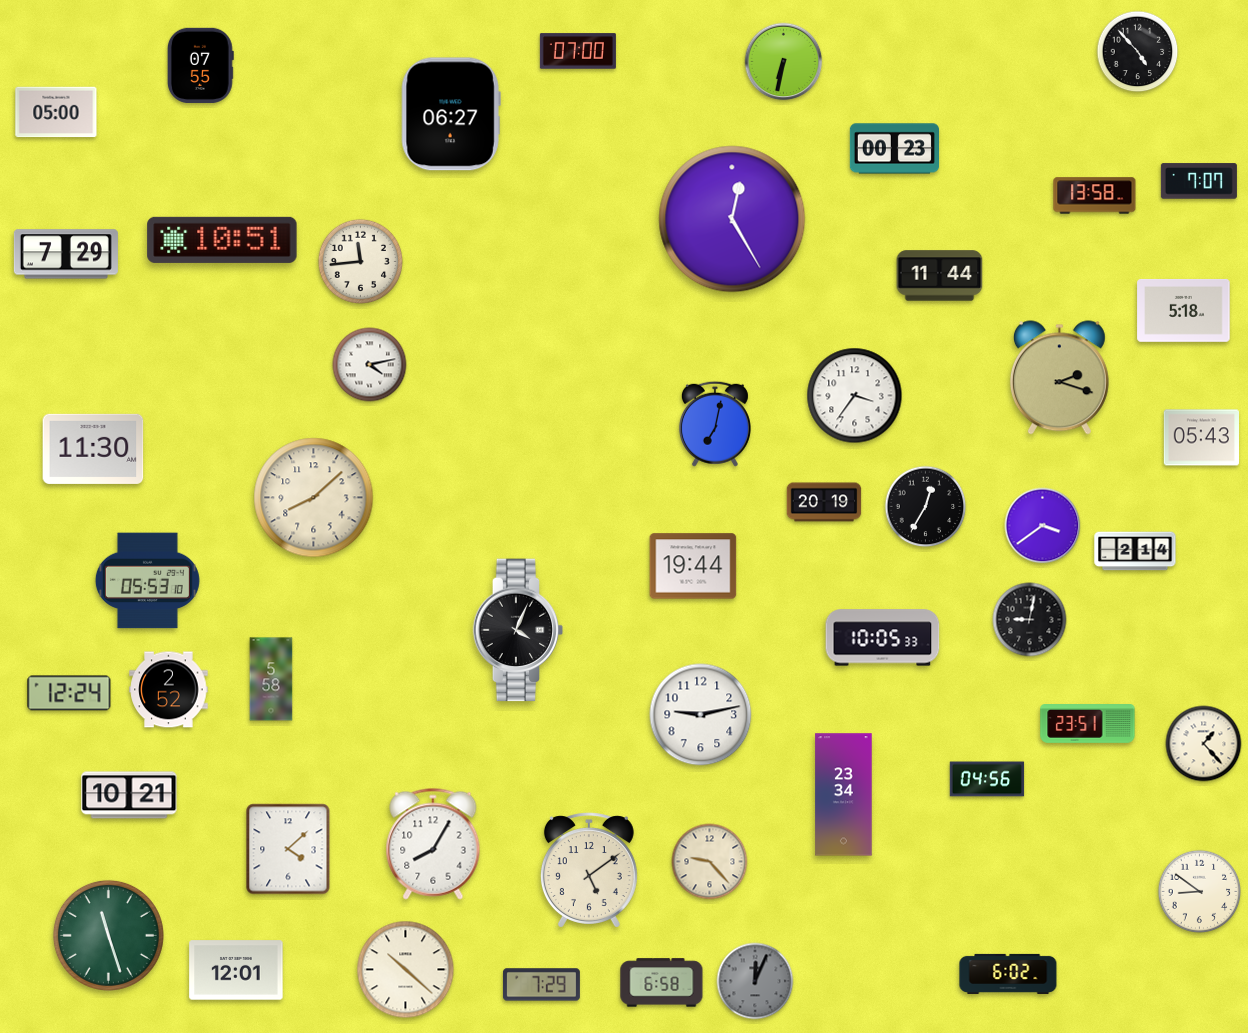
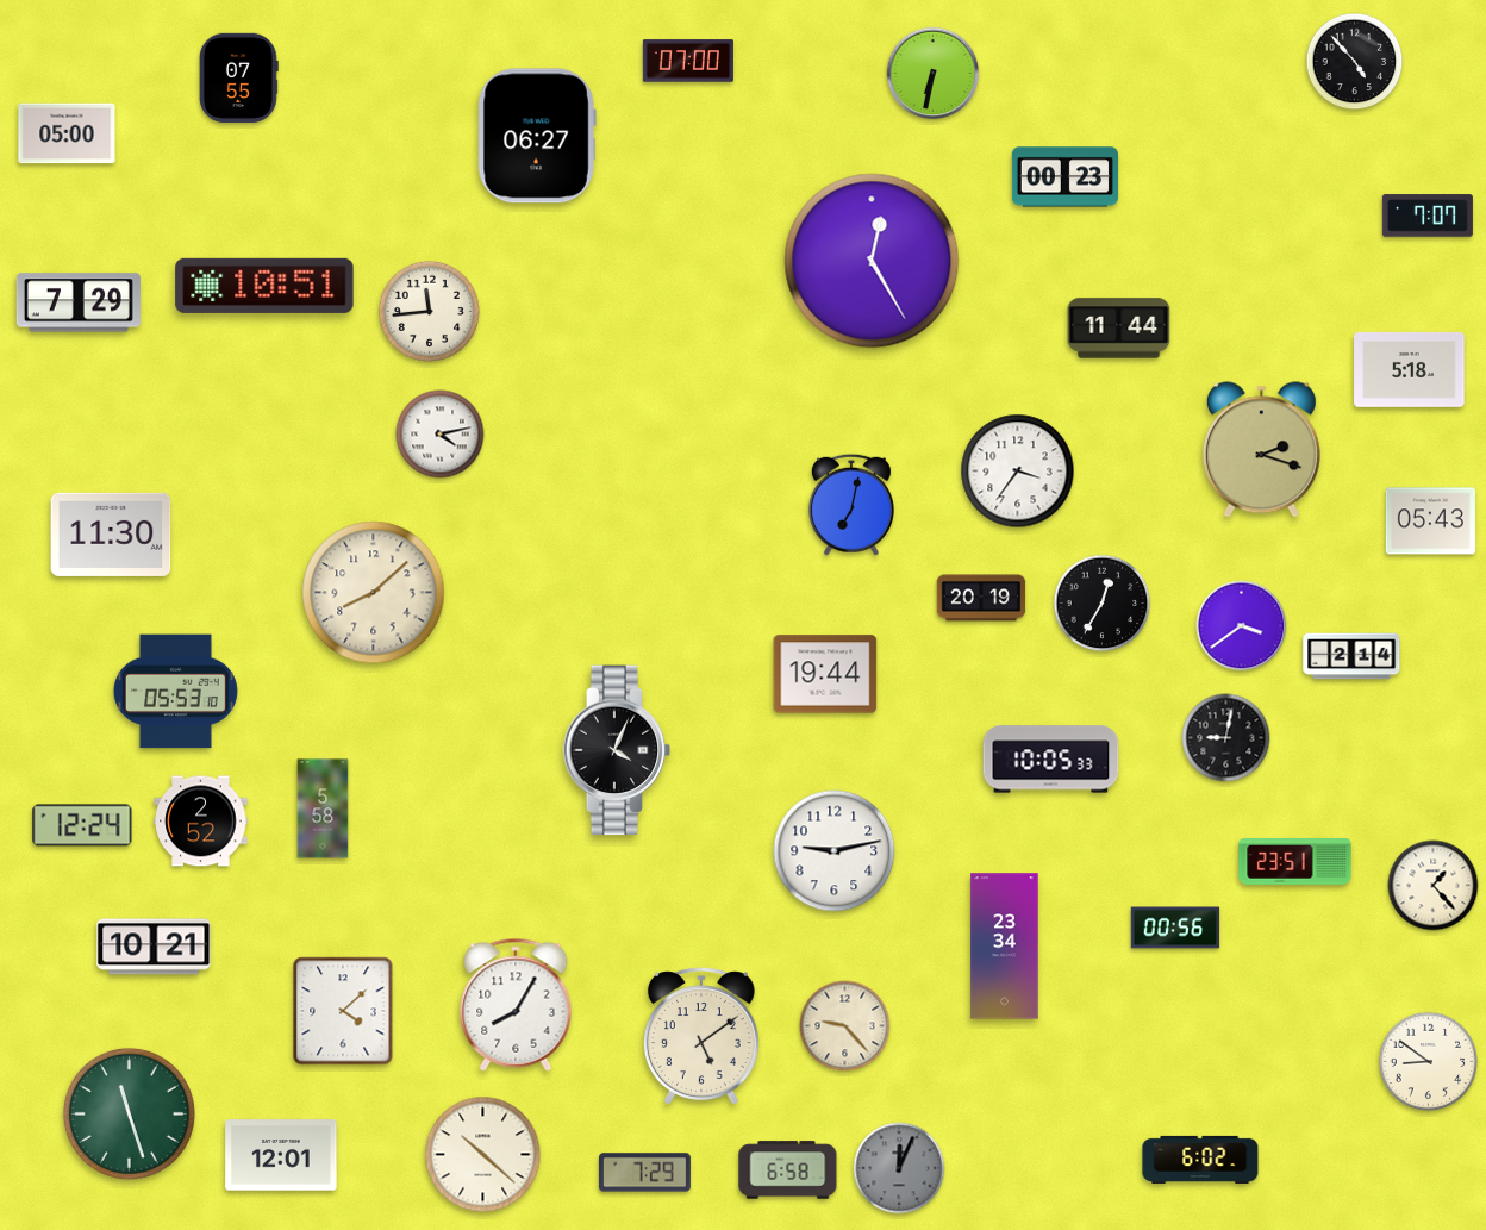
clock at (1095, 196): 13:58 -> none
clock at (987, 779): 04:56 -> 00:56
